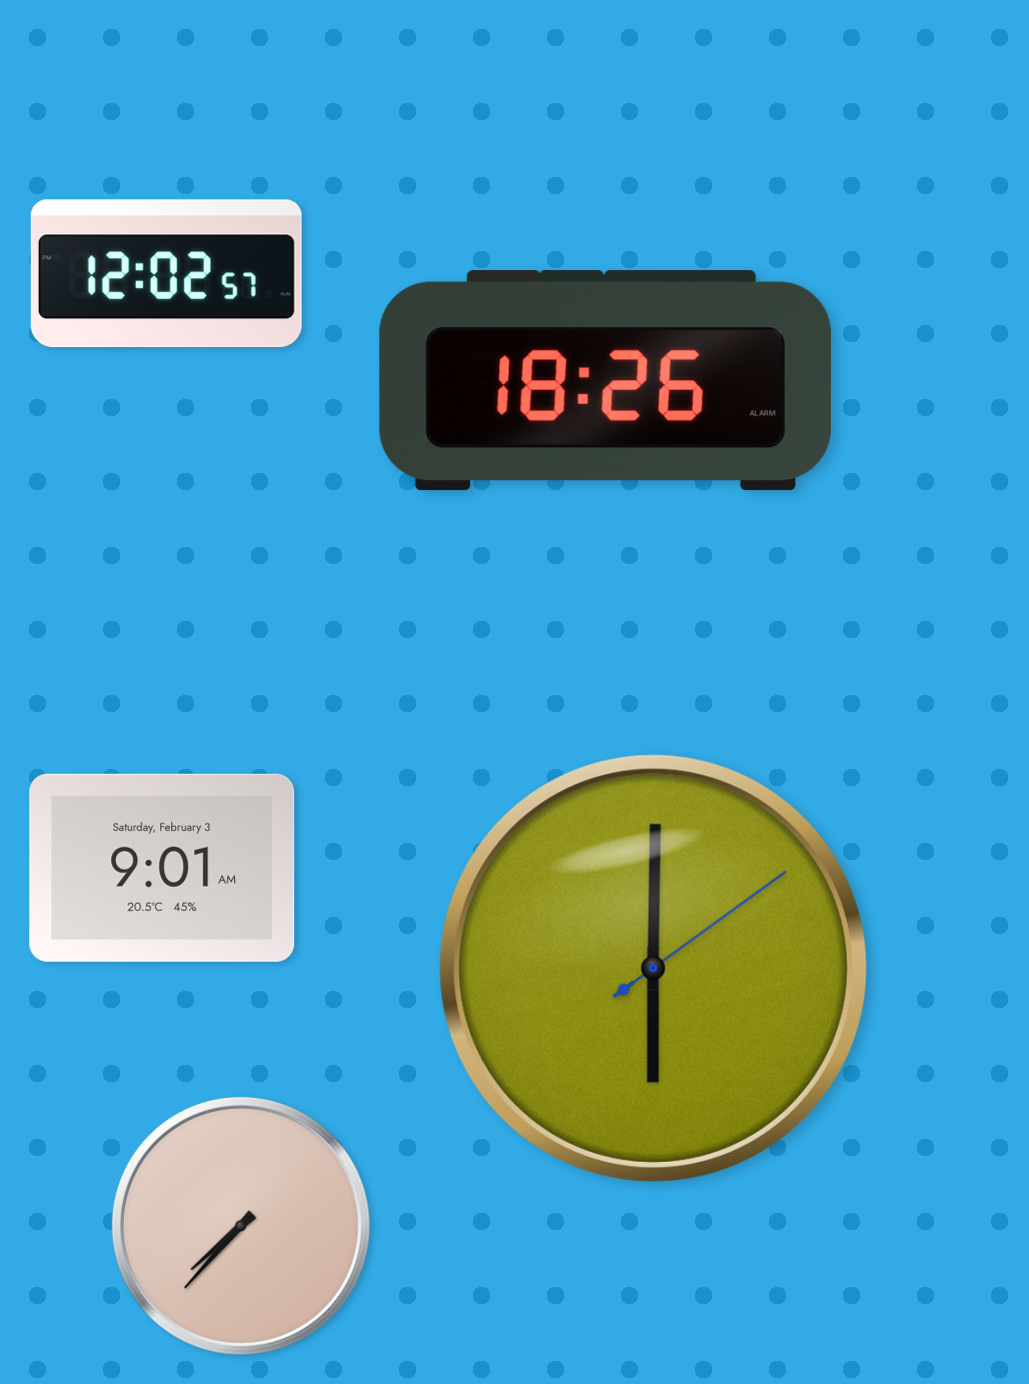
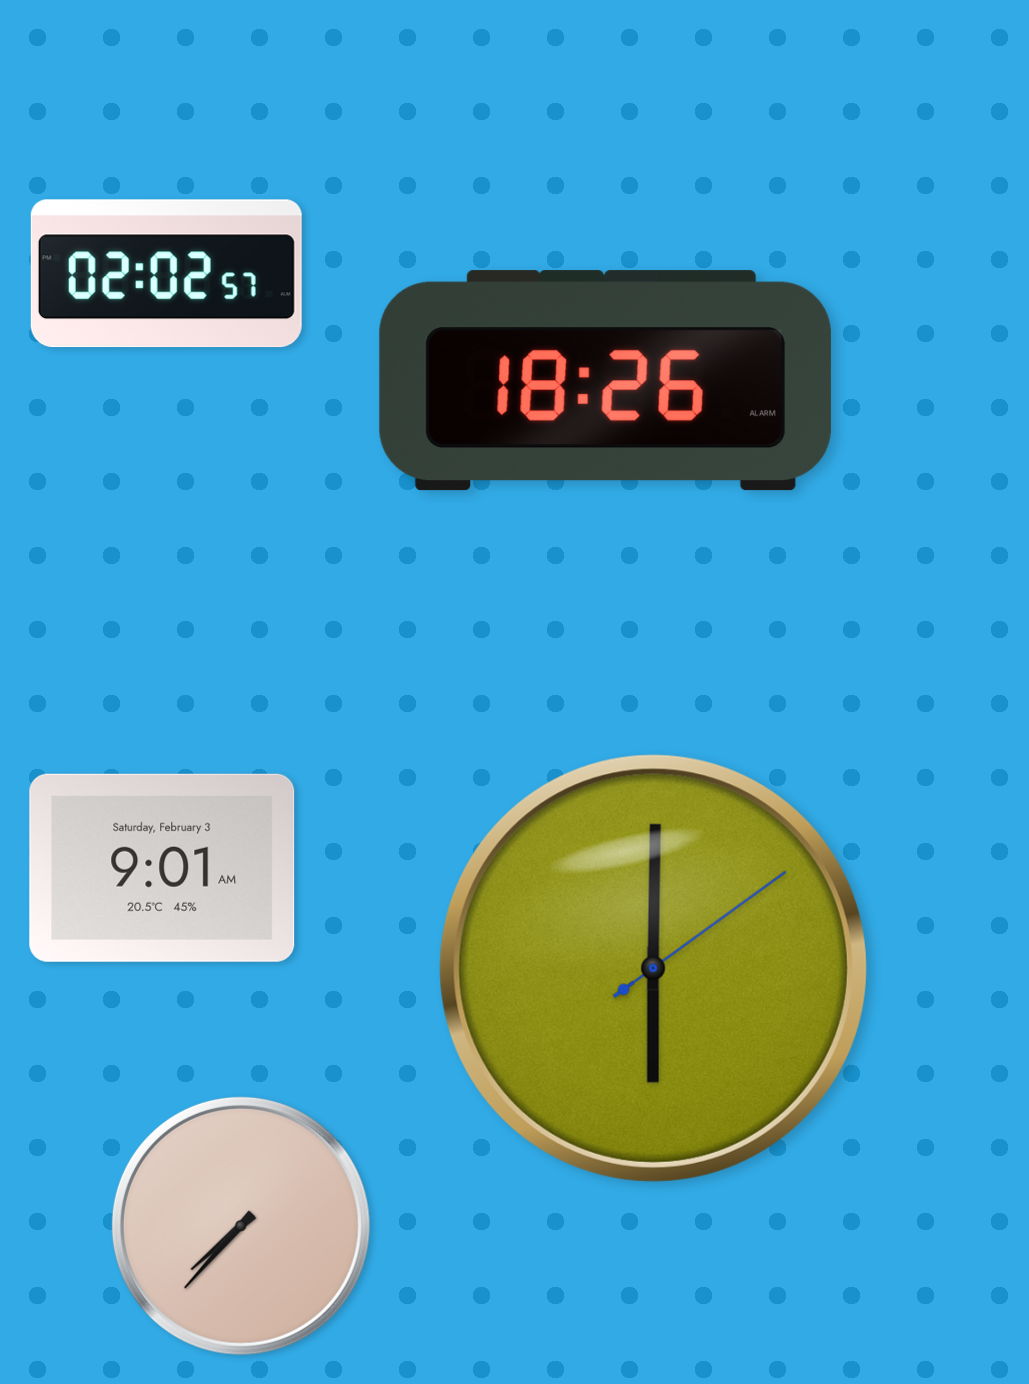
clock at (166, 274): 12:02 -> 02:02
